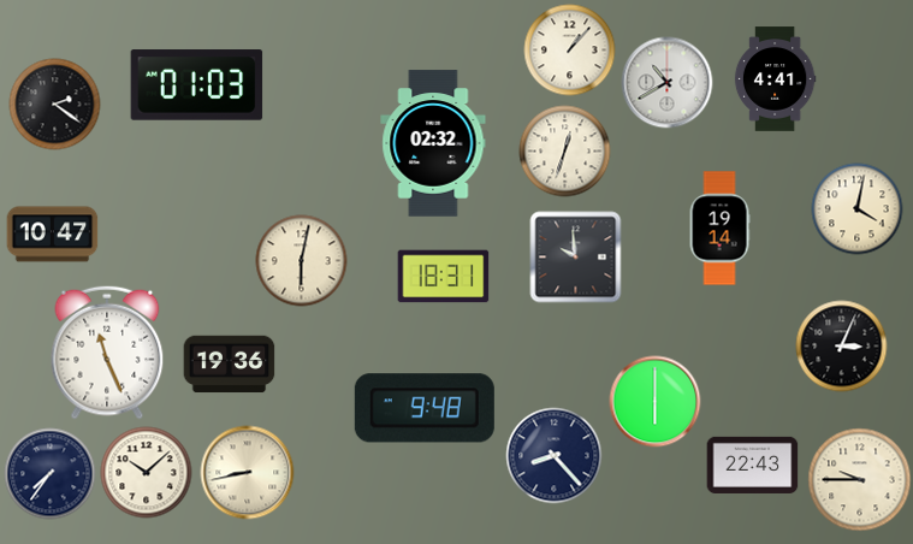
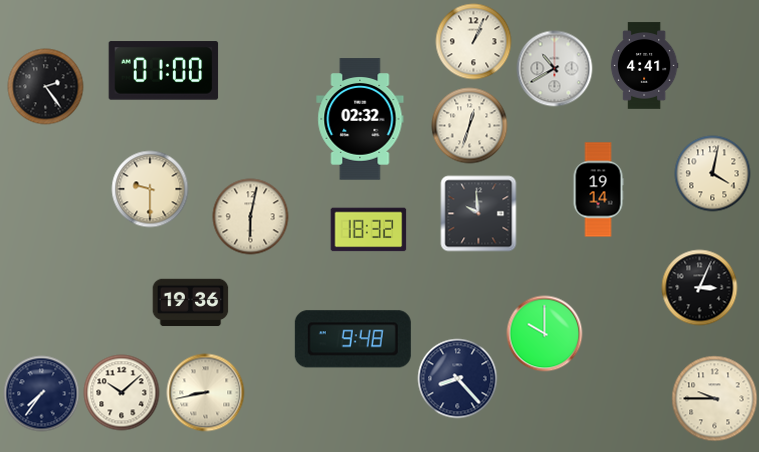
clock at (570, 51): 1:07 -> 1:04
clock at (197, 85): 01:03 -> 01:00
clock at (55, 105): 2:21 -> 2:24
clock at (150, 189): none -> 9:30
clock at (53, 235): 10:47 -> none
clock at (444, 277): 18:31 -> 18:32
clock at (107, 353): 11:26 -> none
clock at (656, 402): 6:00 -> 10:00
clock at (555, 456) position: (555, 456) -> (458, 379)
clock at (753, 465): 22:43 -> none
